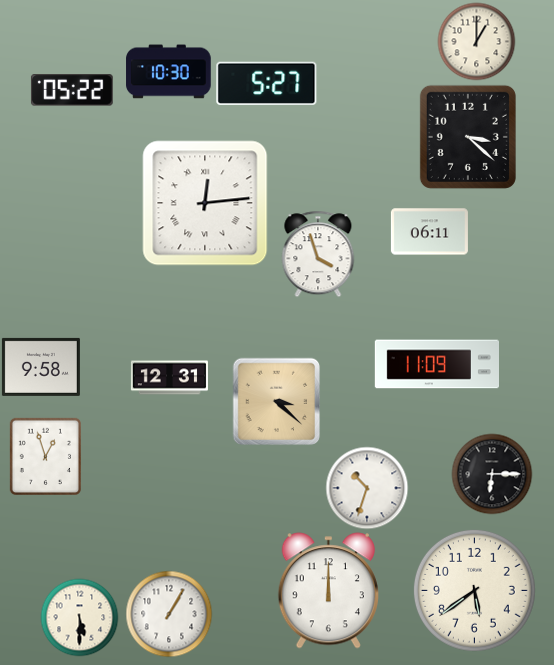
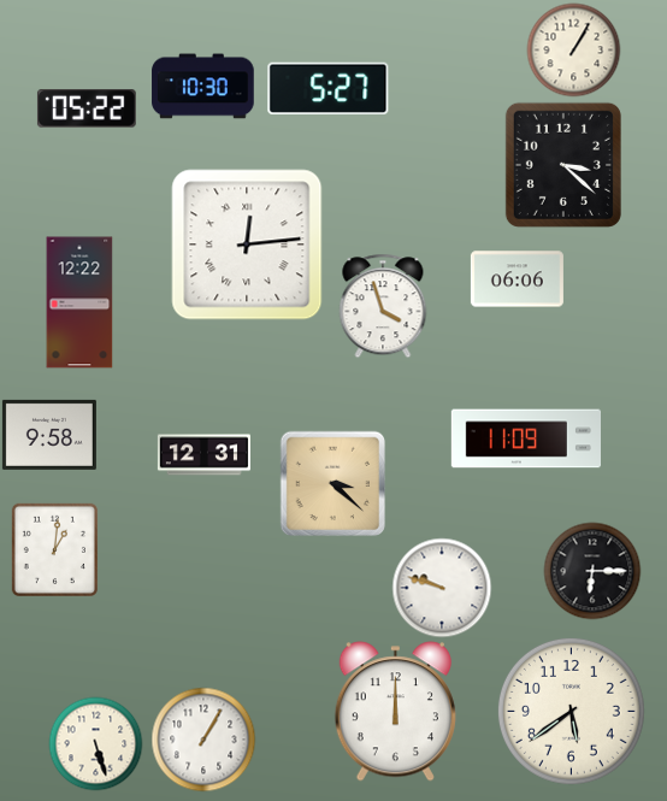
clock at (476, 41): 1:00 -> 1:05
clock at (267, 83) position: (267, 83) -> (329, 88)
clock at (429, 232): 06:11 -> 06:06
clock at (79, 302): none -> 12:22
clock at (41, 367) position: (41, 367) -> (49, 435)
clock at (45, 456): 12:57 -> 1:01
clock at (367, 488): 10:33 -> 9:48
clock at (79, 617): 5:30 -> 5:27
